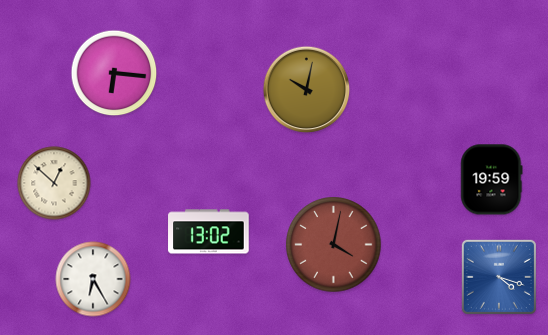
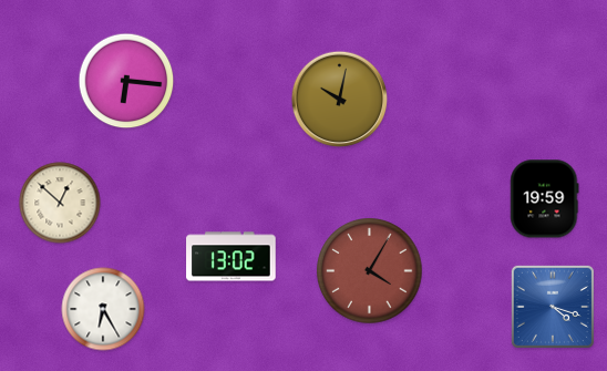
clock at (334, 245): 4:02 -> 4:05
